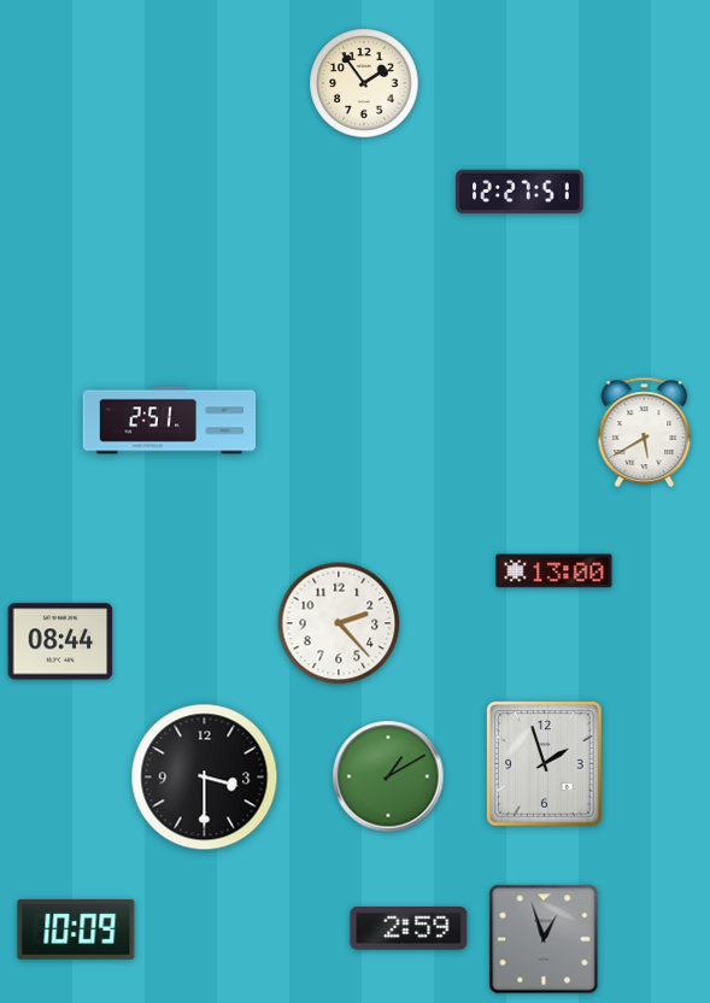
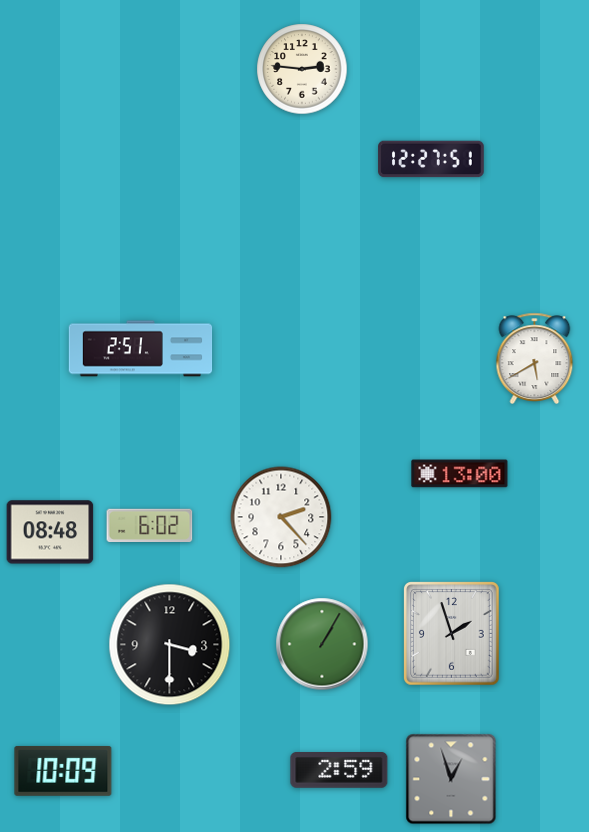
clock at (364, 83): 1:54 -> 2:46
clock at (150, 525): none -> 6:02
clock at (60, 641): 08:44 -> 08:48
clock at (388, 776): 1:10 -> 1:05
